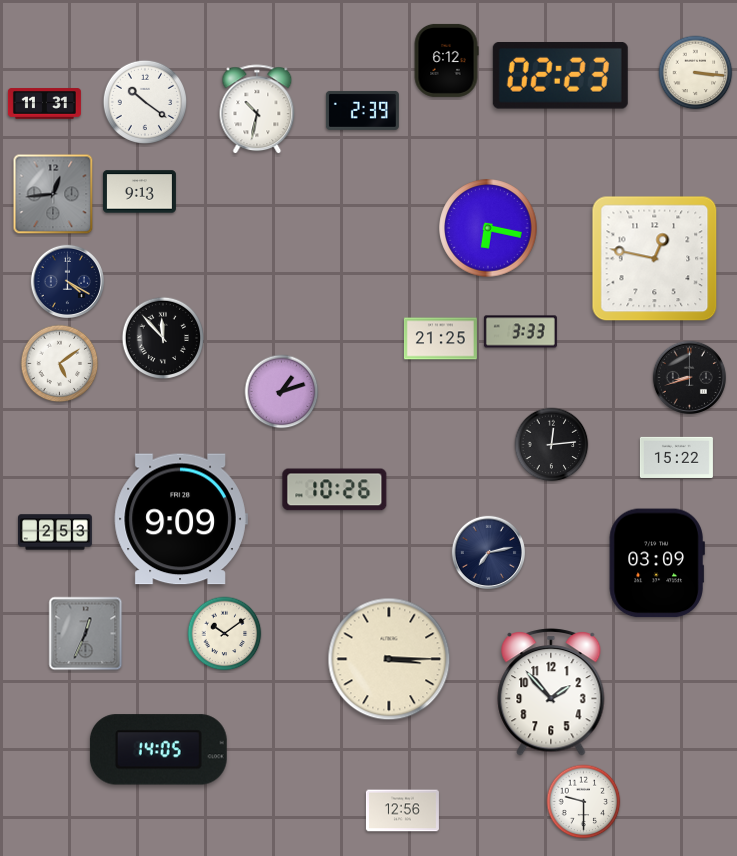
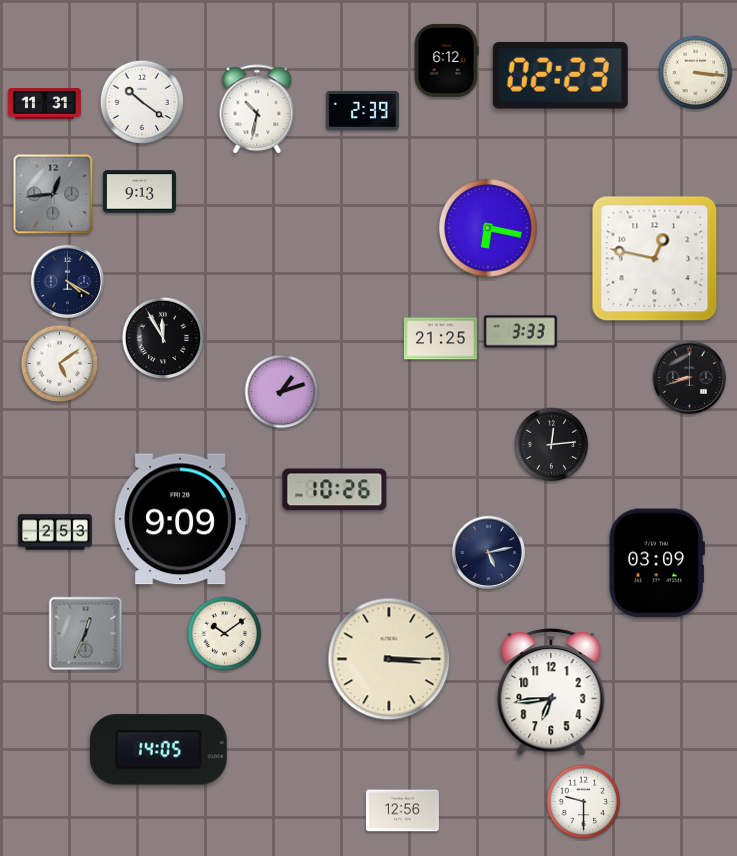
clock at (144, 101) position: (144, 101) -> (141, 101)
clock at (163, 338): 11:53 -> 11:55
clock at (676, 457): 15:22 -> none
clock at (488, 552): 7:13 -> 5:13
clock at (551, 692): 1:53 -> 6:44
